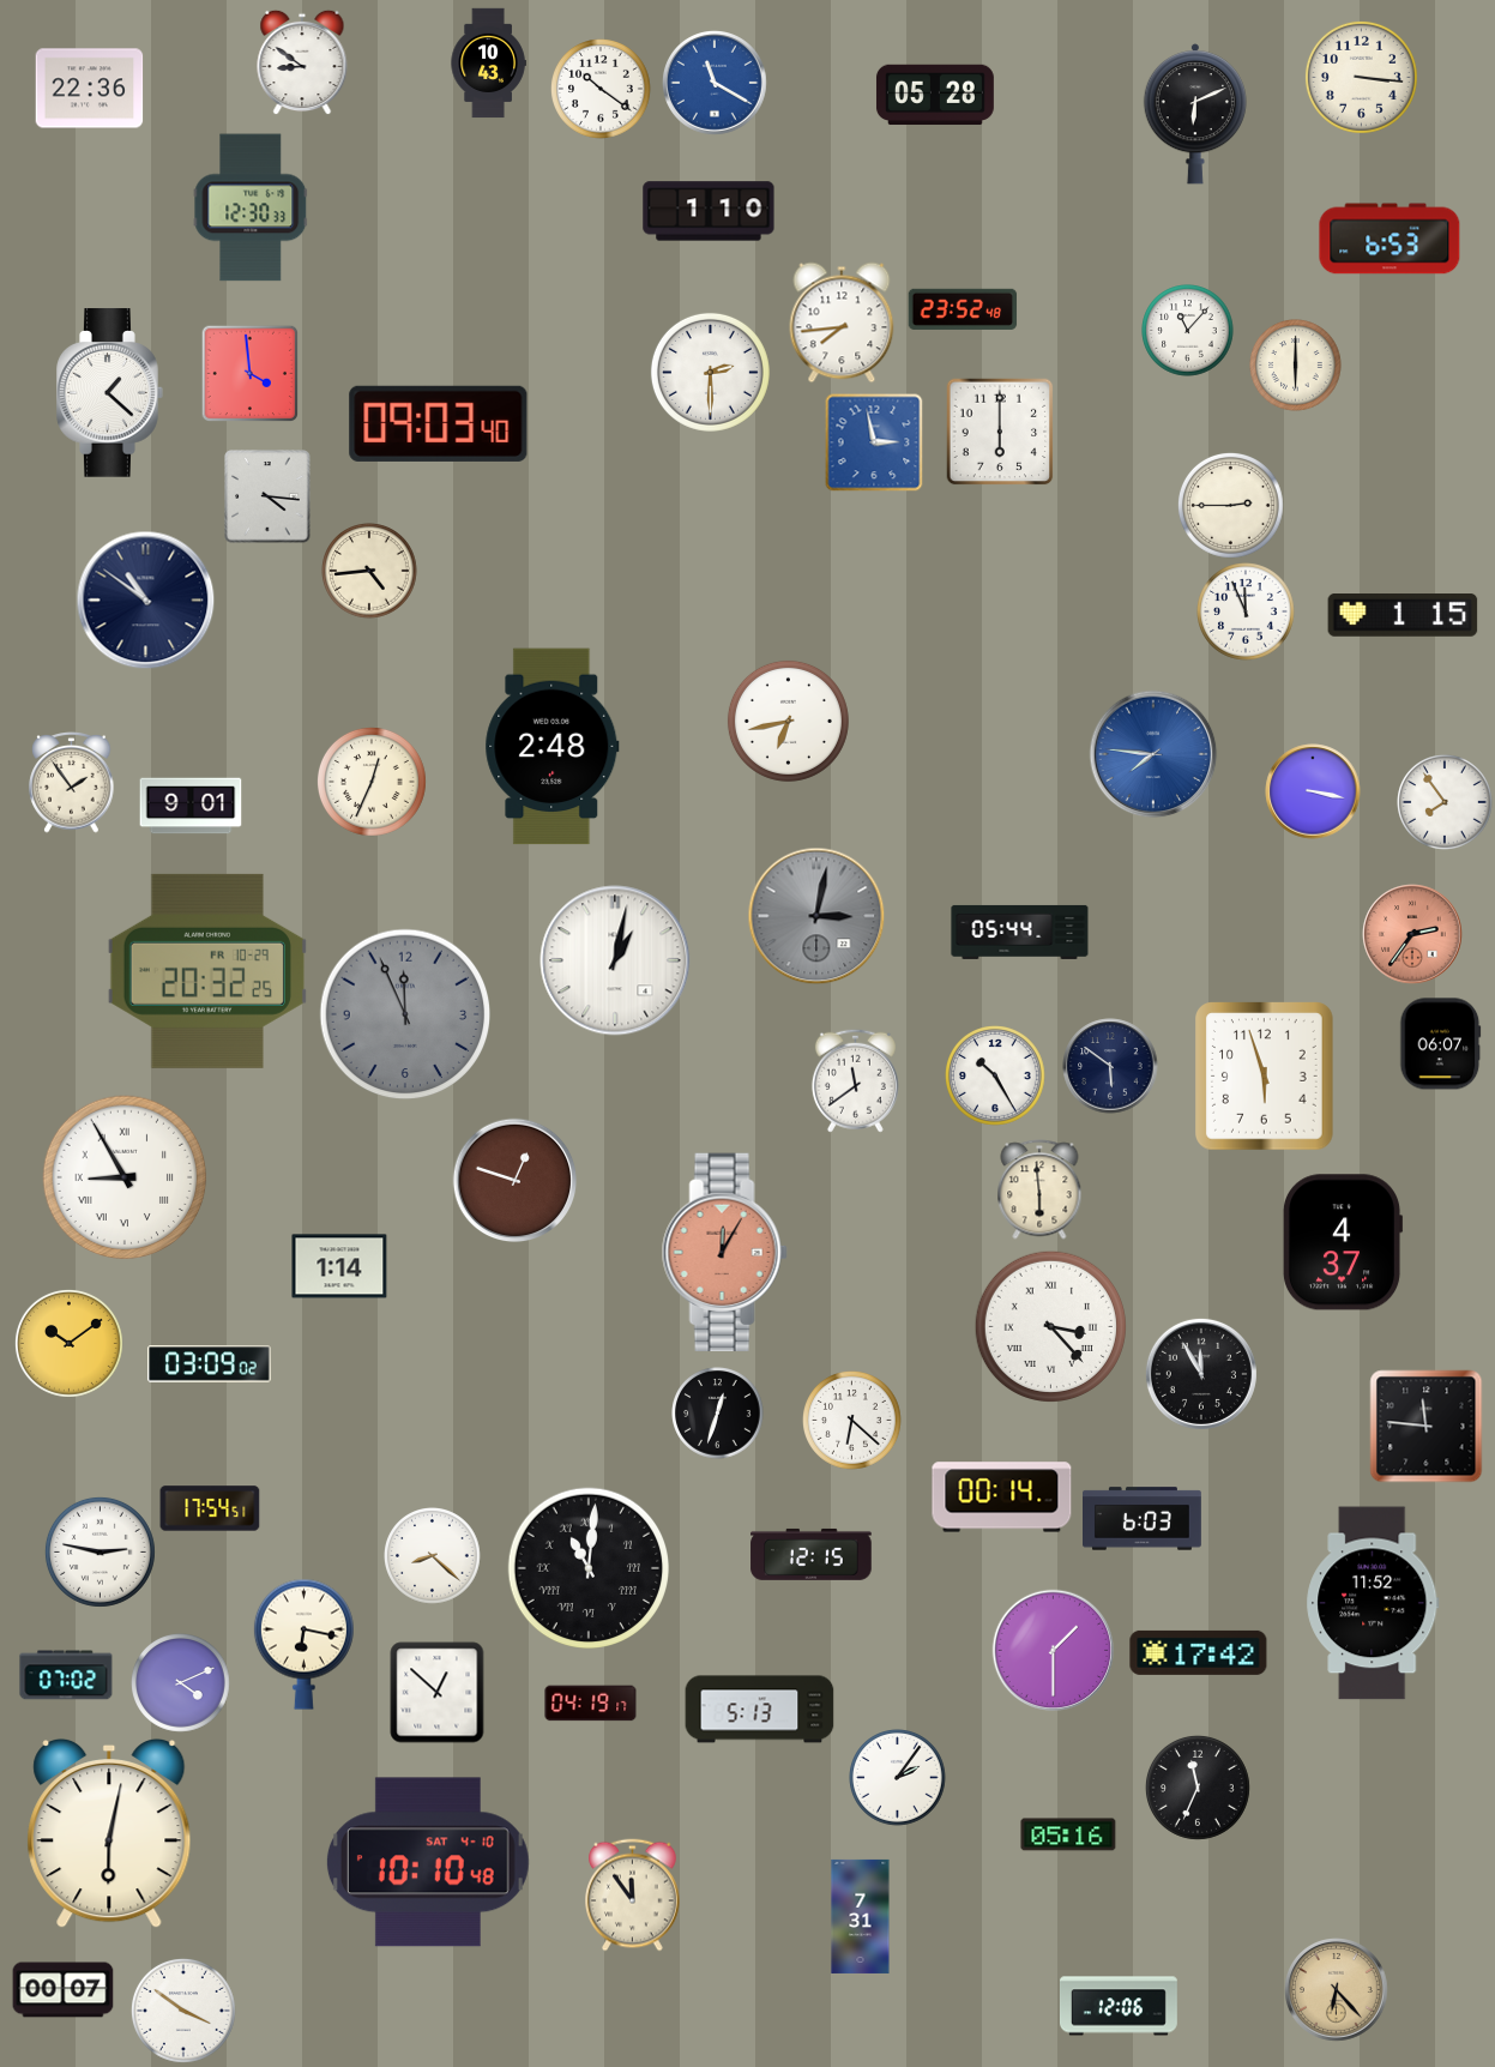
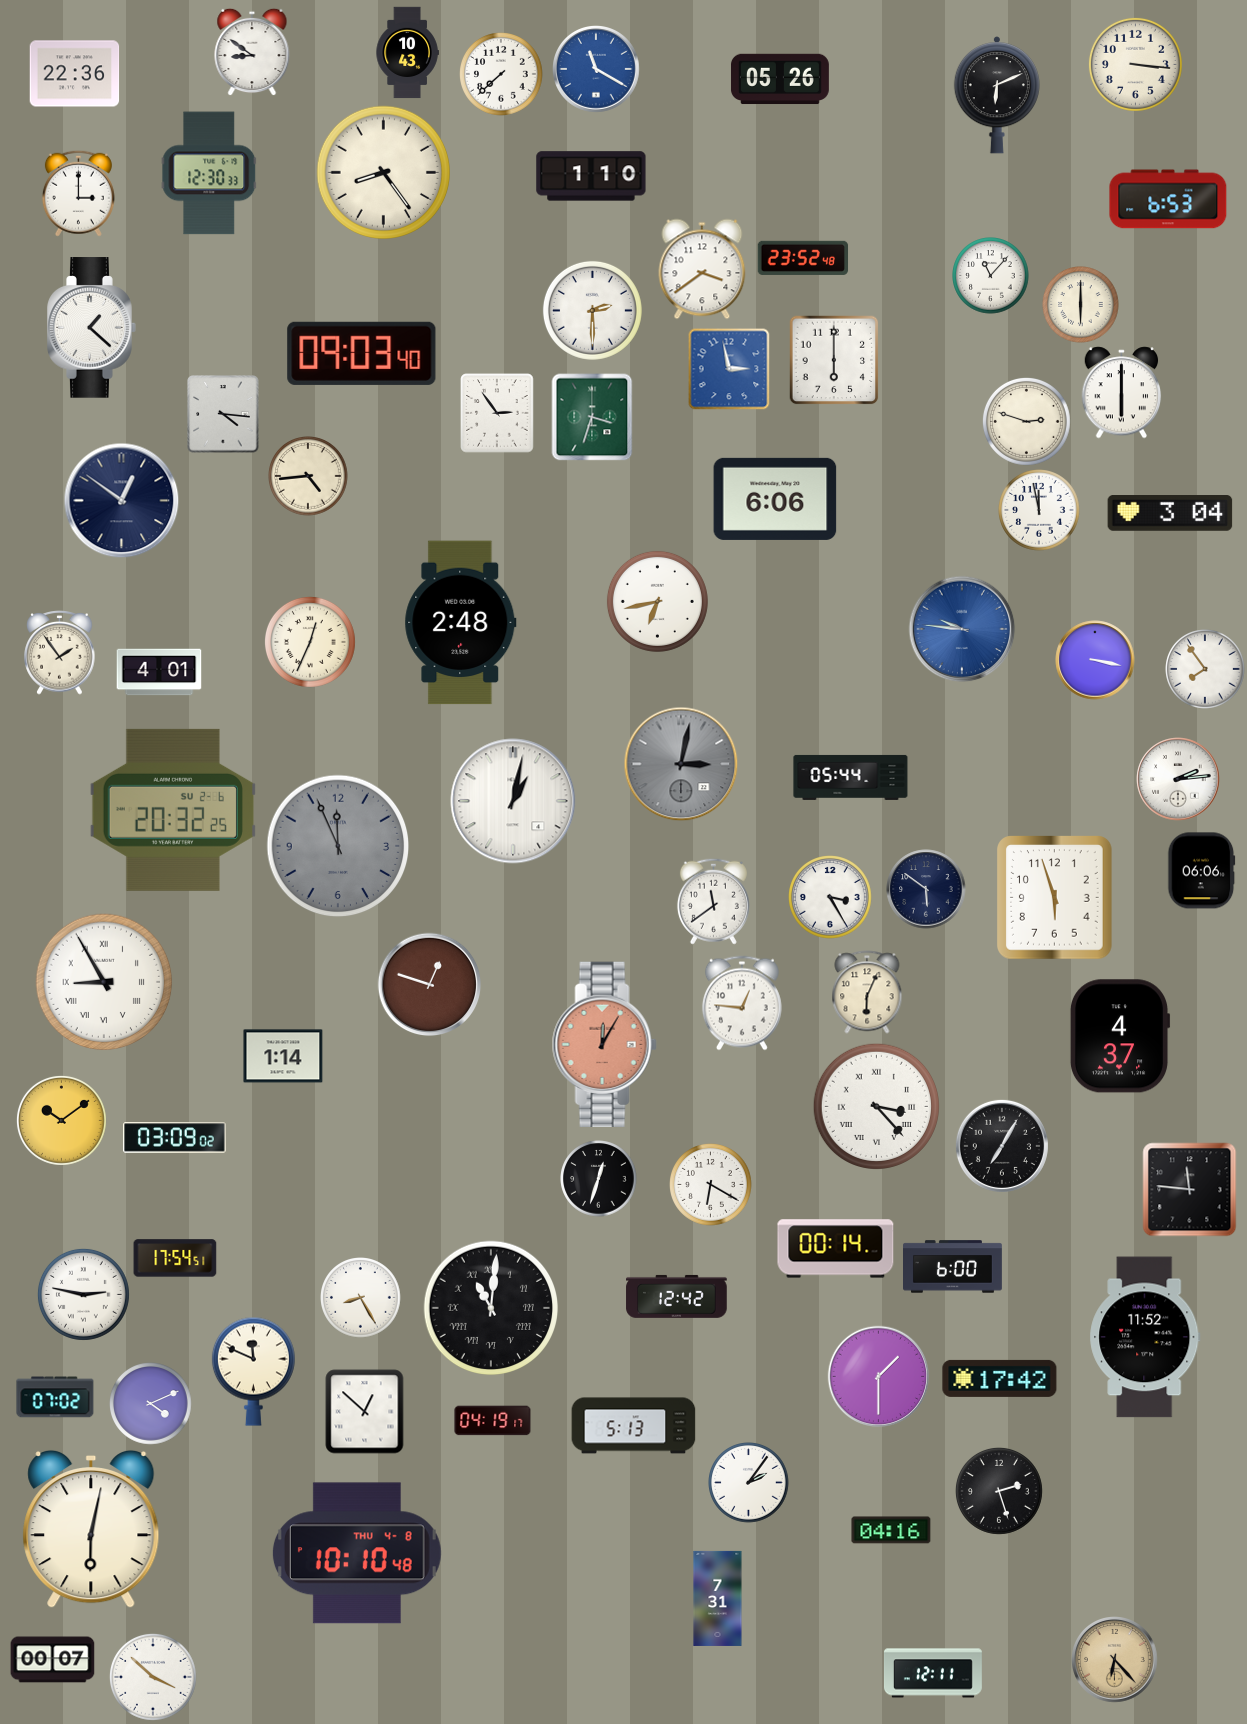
clock at (602, 90): 10:21 -> 7:38
clock at (935, 95): 05:28 -> 05:26
clock at (384, 173): none -> 8:24
clock at (78, 193): none -> 3:00
clock at (1389, 239) position: (1389, 239) -> (1168, 199)
clock at (842, 323): 7:44 -> 3:39
clock at (249, 373): 3:59 -> none
clock at (439, 423) position: (439, 423) -> (362, 353)
clock at (1122, 393): none -> 6:00
clock at (497, 413): none -> 2:54
clock at (592, 417): none -> 3:33
clock at (1230, 505): 2:45 -> 2:48
clock at (775, 499): none -> 6:06
clock at (146, 601): 10:51 -> 12:51
clock at (1247, 613): 11:56 -> 11:58
clock at (1403, 616): 1:15 -> 3:04
clock at (1153, 754): 7:46 -> 9:46
clock at (372, 782) position: (372, 782) -> (310, 642)
clock at (191, 806): 9:01 -> 4:01
clock at (1412, 934): 2:36 -> 2:14
clock at (1412, 934) dial: salmon -> white
clock at (207, 971) date: FR 10-29 -> SU 2-6
clock at (1441, 1044): 06:07 -> 06:06
clock at (996, 1077): 10:25 -> 3:25
clock at (1039, 1189): 5:59 -> 6:04
clock at (742, 1003): none -> 12:46
clock at (68, 1343) position: (68, 1343) -> (61, 1120)
clock at (1201, 1374): 11:55 -> 7:05
clock at (852, 1421): 6:22 -> 6:20
clock at (1143, 1519): 6:03 -> 6:00
clock at (812, 1554): 12:15 -> 12:42
clock at (433, 1556): 8:22 -> 8:25
clock at (303, 1644): 6:17 -> 11:49
clock at (1198, 1788): 11:34 -> 2:27
clock at (1068, 1834): 05:16 -> 04:16
clock at (428, 1862) date: SAT 4-10 -> THU 4-8
clock at (633, 1896): 11:54 -> none
clock at (1119, 2006): 12:06 -> 12:11
clock at (183, 2011): 3:51 -> 3:52
